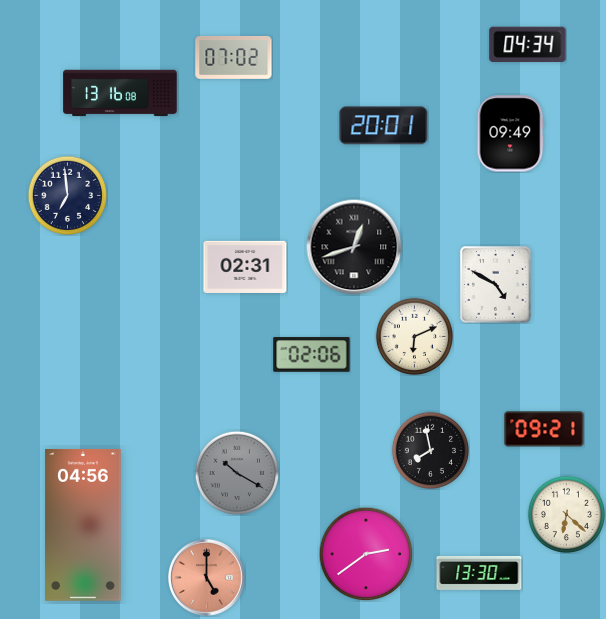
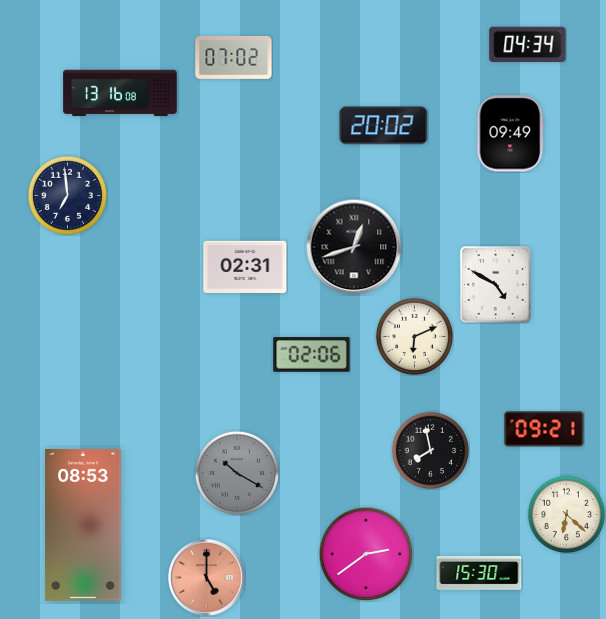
clock at (384, 126): 20:01 -> 20:02
clock at (83, 525): 04:56 -> 08:53
clock at (479, 573): 13:30 -> 15:30
